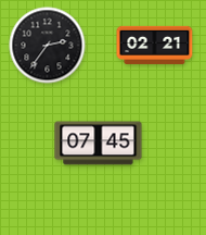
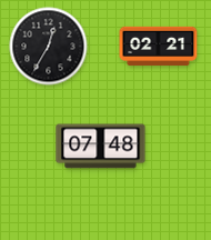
clock at (48, 46): 2:36 -> 12:35
clock at (99, 144): 07:45 -> 07:48
